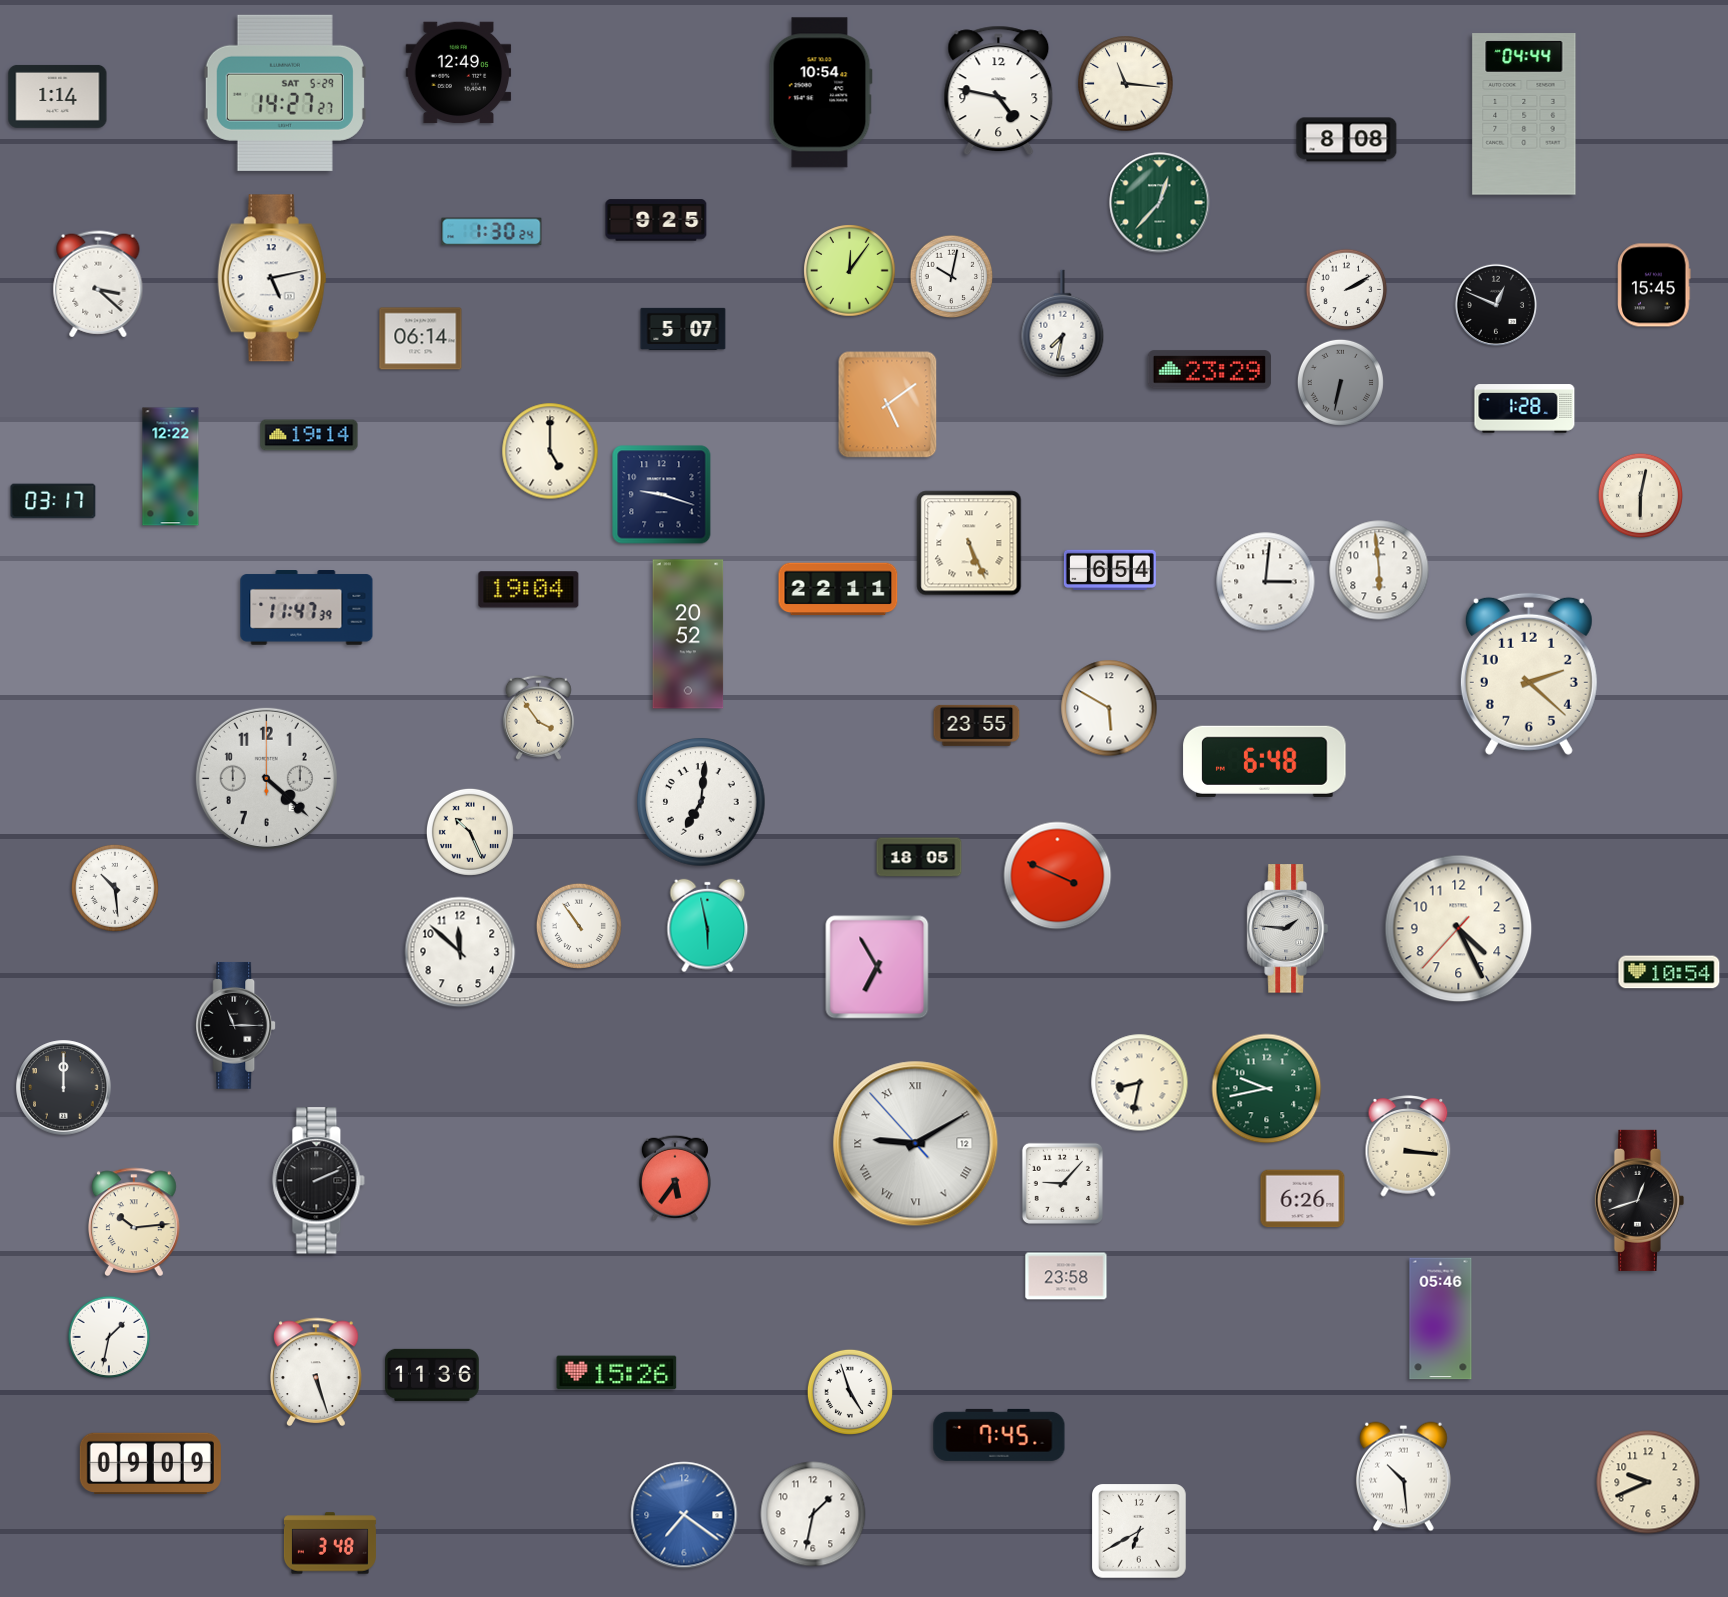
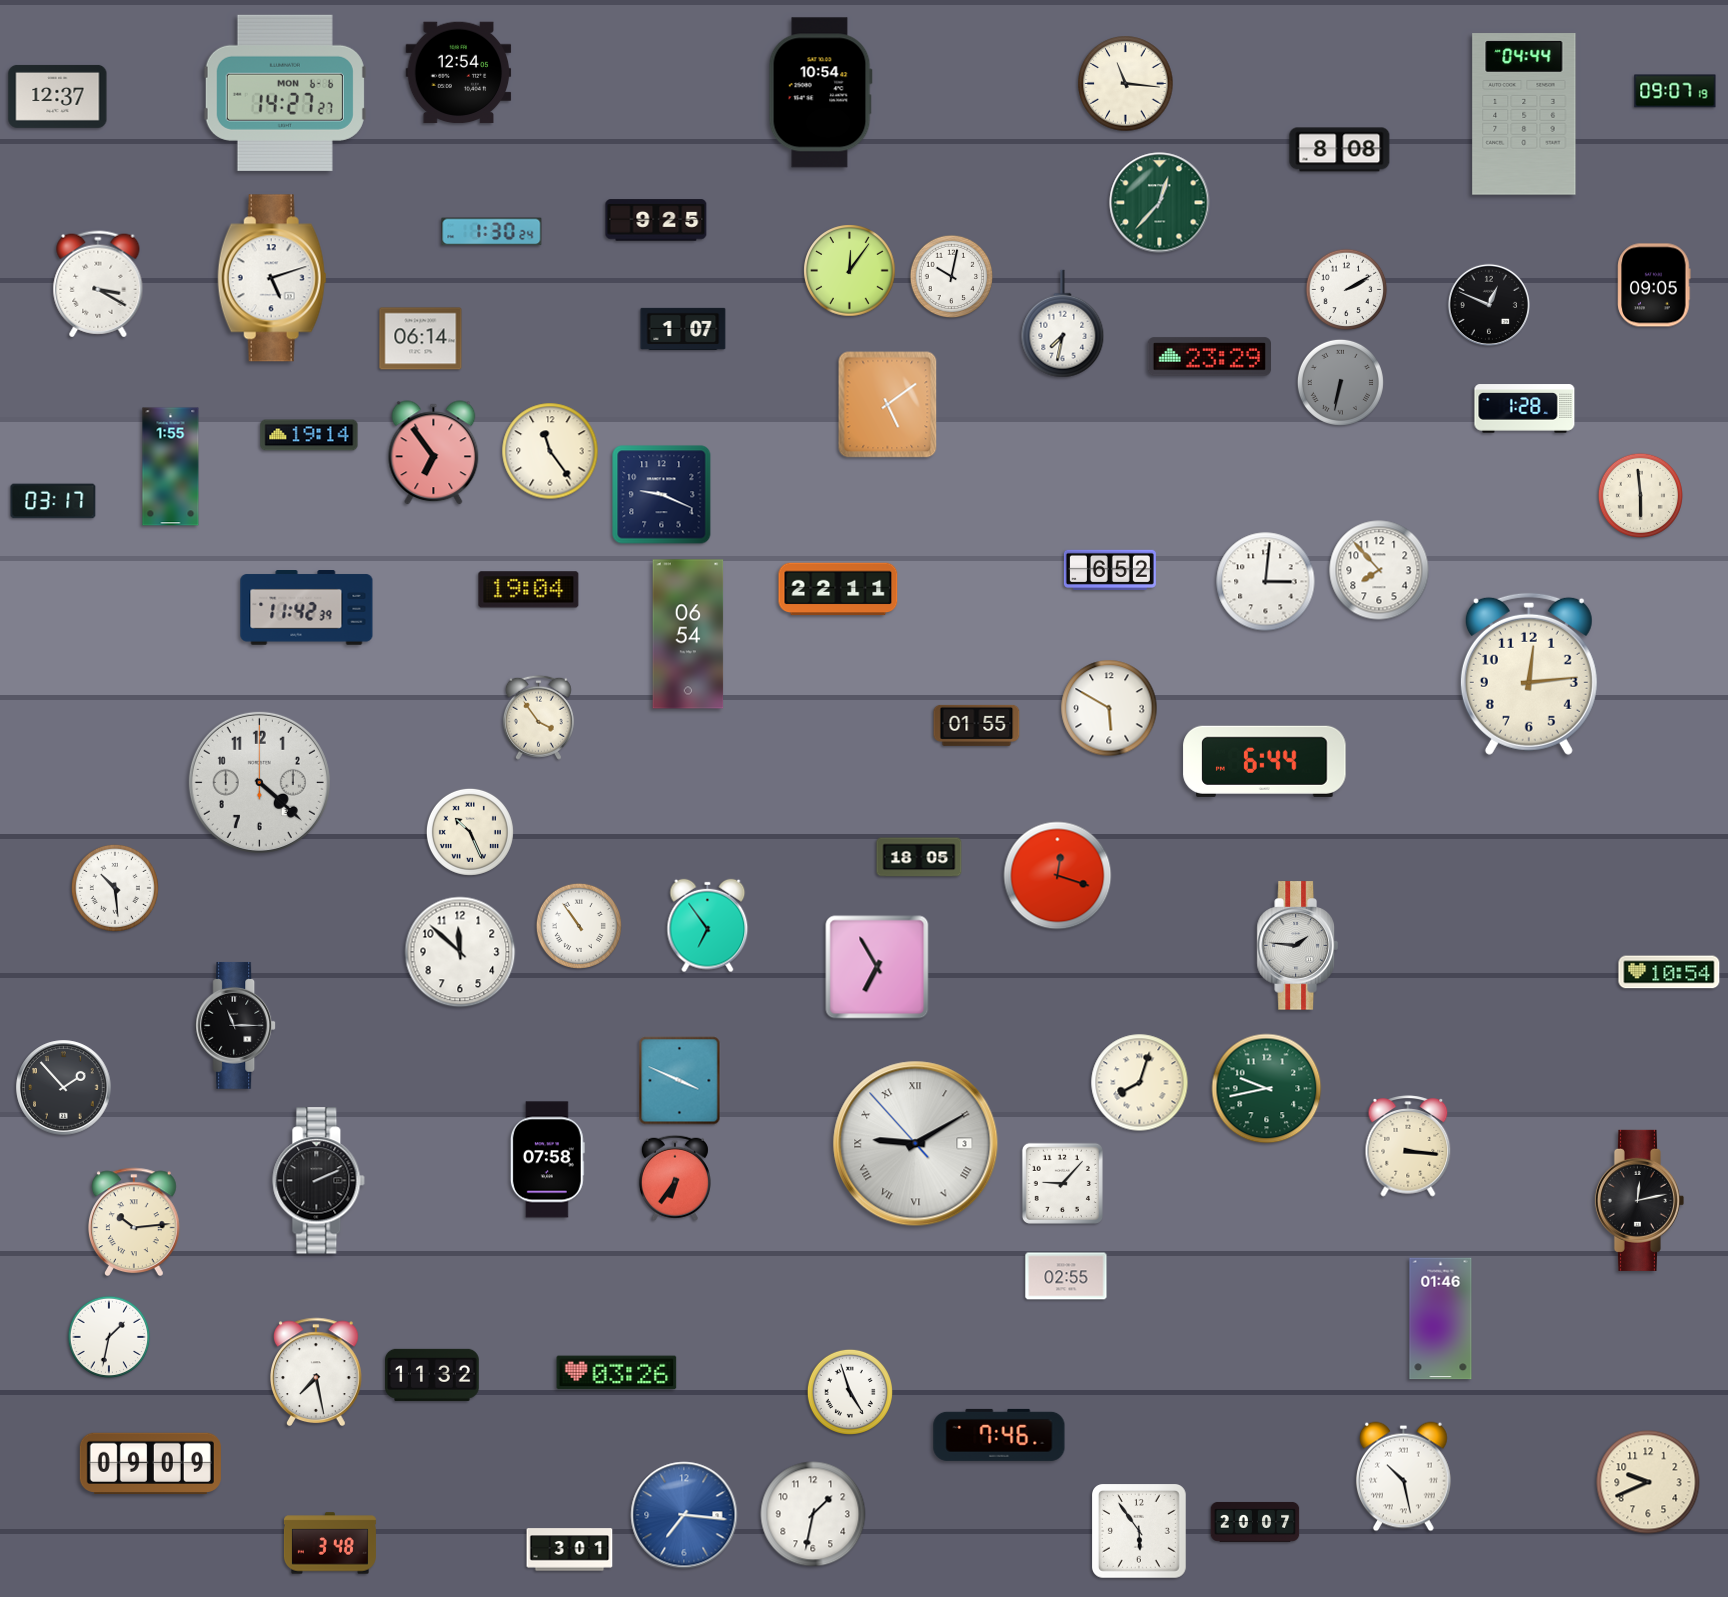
clock at (459, 73): 12:49 -> 12:54
clock at (999, 91): 4:47 -> none
clock at (1675, 91): none -> 09:07
clock at (285, 93) date: SAT 5-29 -> MON 6-6
clock at (58, 96): 1:14 -> 12:37
clock at (1347, 140) position: (1347, 140) -> (1340, 150)
clock at (272, 278): 5:13 -> 5:12
clock at (98, 284): 3:22 -> 3:20
clock at (1654, 285): 15:45 -> 09:05
clock at (1496, 305) position: (1496, 305) -> (1489, 305)
clock at (683, 329): 5:07 -> 1:07
clock at (1209, 370) position: (1209, 370) -> (1209, 357)
clock at (550, 451): 5:00 -> 11:24
clock at (434, 453): none -> 6:54
clock at (171, 467): 12:22 -> 1:55
clock at (662, 495): 9:18 -> 9:19
clock at (1640, 495): 6:02 -> 5:59
clock at (969, 543): 5:26 -> none
clock at (1110, 570): 6:54 -> 6:52
clock at (1379, 570): 5:59 -> 7:53
clock at (307, 608): 11:47 -> 11:42
clock at (688, 634): 20:52 -> 06:54
clock at (1529, 674): 2:22 -> 12:14
clock at (977, 725): 23:55 -> 01:55
clock at (1265, 761): 6:48 -> 6:44
clock at (266, 778) position: (266, 778) -> (259, 782)
clock at (701, 802): 7:01 -> none
clock at (1058, 876): 3:49 -> 12:18
clock at (708, 926): 5:58 -> 6:54
clock at (1287, 929) position: (1287, 929) -> (1297, 946)
clock at (1459, 929): 4:25 -> none
clock at (680, 1081): none -> 3:49
clock at (1140, 1083): 8:32 -> 8:03
clock at (64, 1088): 12:00 -> 1:53
clock at (916, 1144) date: 12 -> 3
clock at (547, 1160): none -> 07:58
clock at (675, 1178): 5:36 -> 6:36
clock at (1303, 1199): 6:26 -> none
clock at (1639, 1200): 12:42 -> 12:13
clock at (1066, 1276): 23:58 -> 02:55
clock at (1441, 1319): 05:46 -> 01:46
clock at (317, 1371): 5:27 -> 7:28
clock at (617, 1373): 15:26 -> 03:26
clock at (432, 1375): 11:36 -> 11:32
clock at (999, 1435): 7:45 -> 7:46
clock at (1403, 1477): 10:29 -> 10:28
clock at (684, 1515): 7:21 -> 7:16
clock at (1255, 1522): none -> 20:07
clock at (1140, 1532): 6:40 -> 5:54
clock at (570, 1550): none -> 3:01
